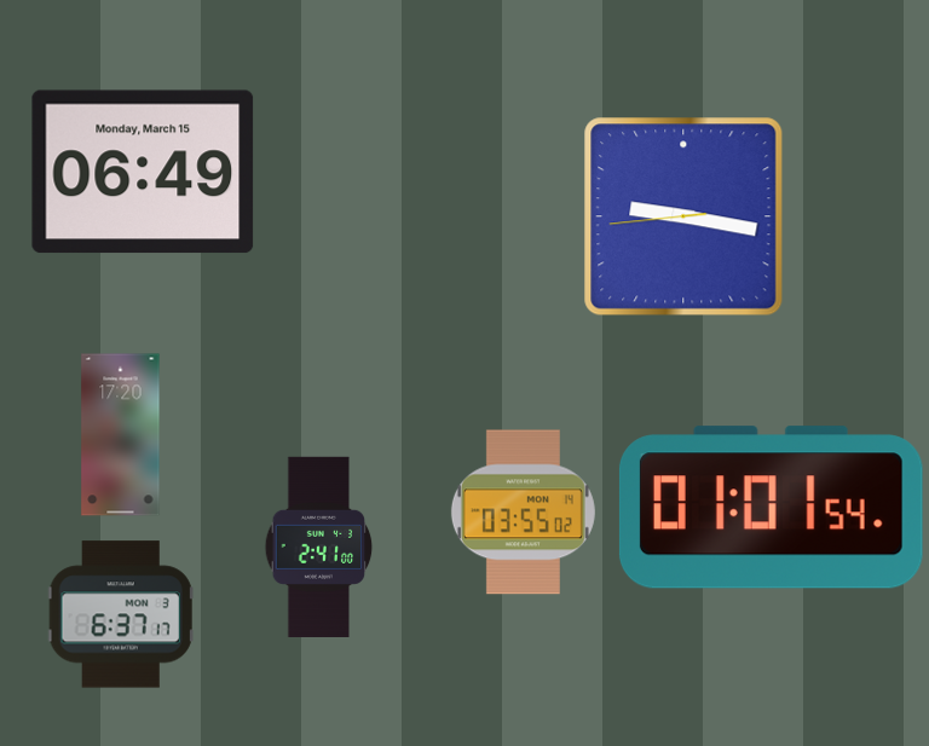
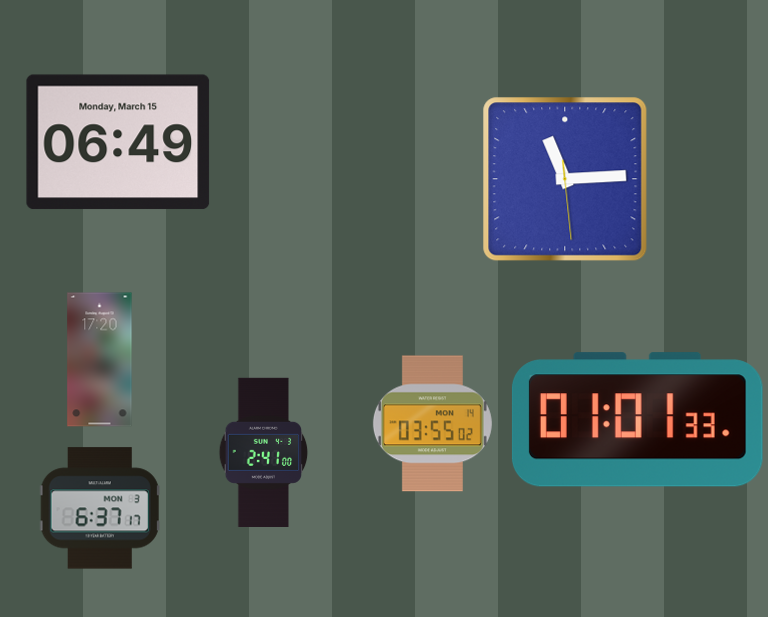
clock at (683, 216): 9:16 -> 11:14
clock at (771, 508): 01:01:54 -> 01:01:33
